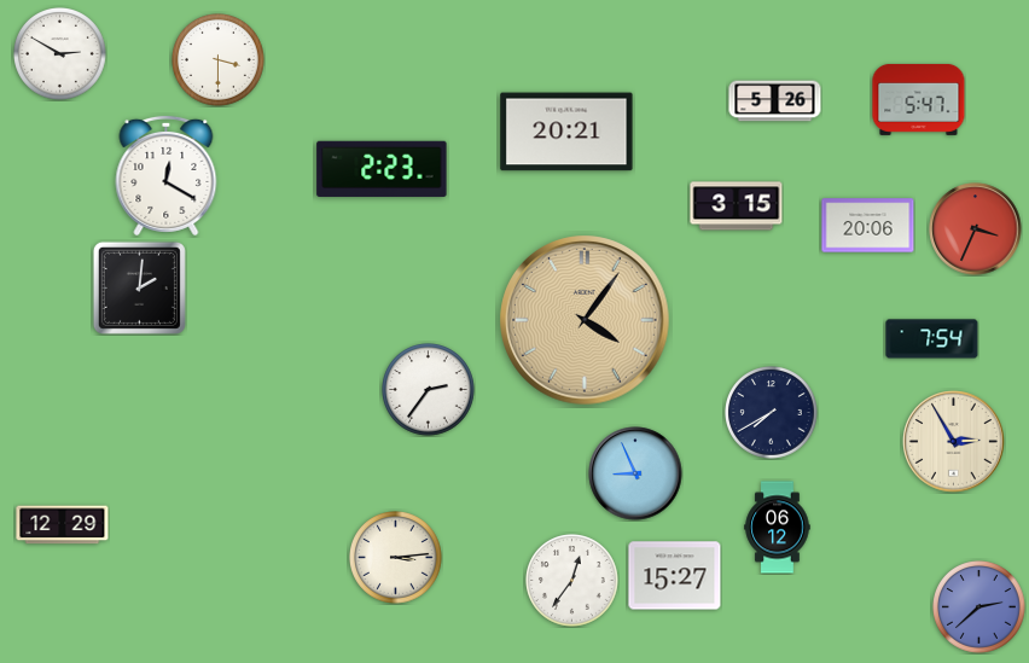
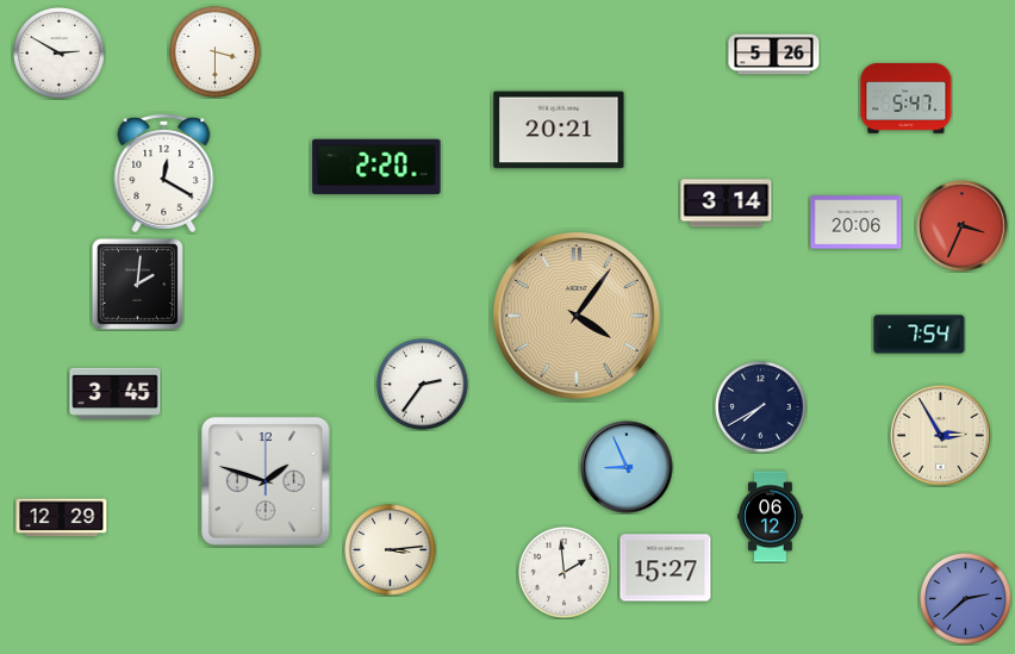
clock at (219, 60) position: (219, 60) -> (216, 52)
clock at (775, 101) position: (775, 101) -> (774, 55)
clock at (382, 169): 2:23 -> 2:20
clock at (737, 207): 3:15 -> 3:14
clock at (116, 394): none -> 3:45
clock at (266, 481): none -> 1:48
clock at (778, 528) position: (778, 528) -> (771, 517)
clock at (572, 581): 12:36 -> 1:59
